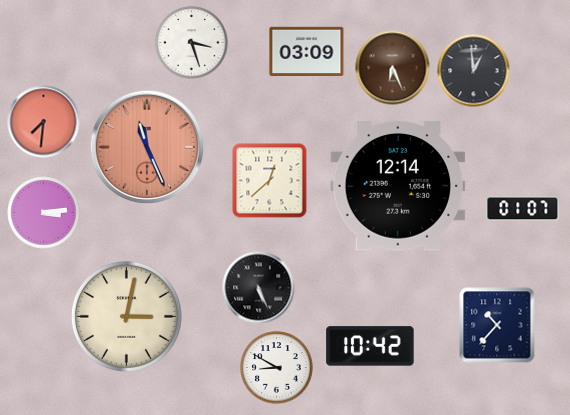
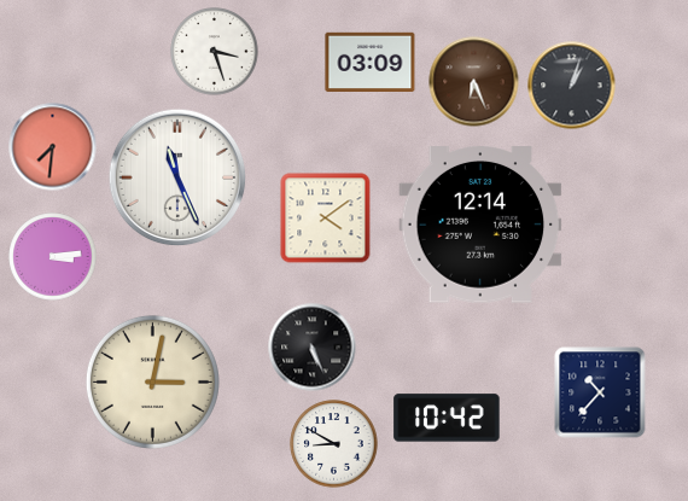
clock at (192, 43) position: (192, 43) -> (215, 52)
clock at (474, 71): 12:59 -> 1:03
clock at (147, 147) dial: salmon -> white
clock at (270, 181): 12:38 -> 4:09
clock at (523, 209): 01:07 -> none
